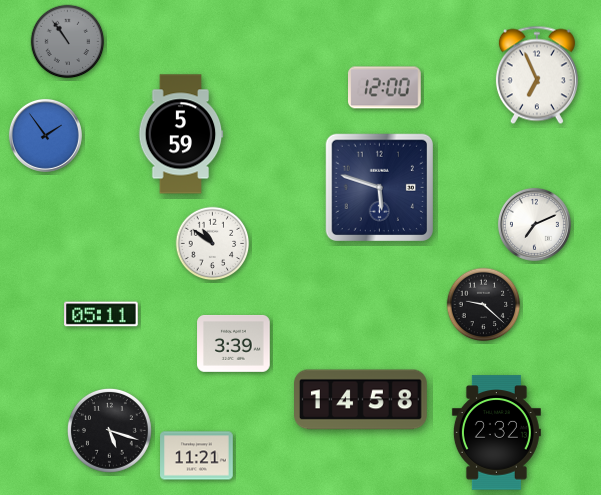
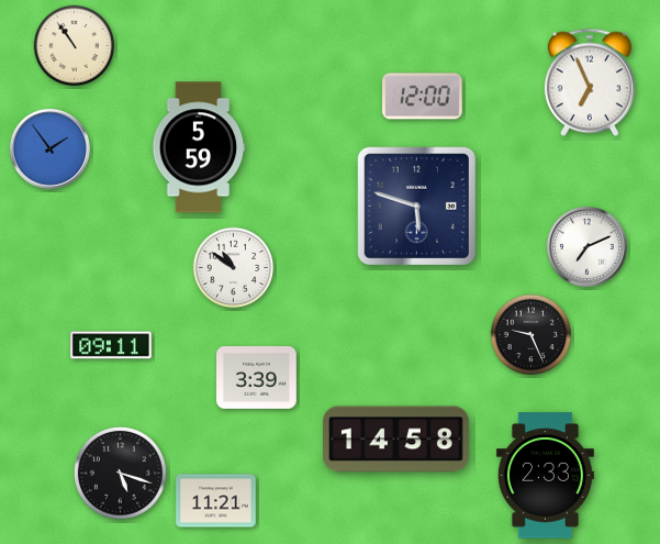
clock at (68, 42) dial: grey -> cream
clock at (484, 305): 9:22 -> 9:26
clock at (101, 314): 05:11 -> 09:11
clock at (496, 433): 2:32 -> 2:33
